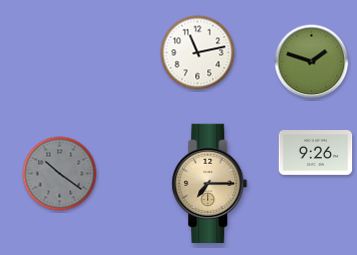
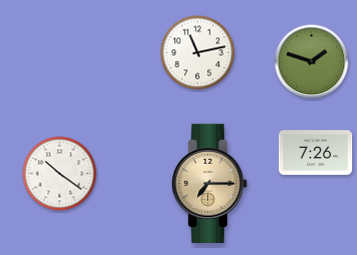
clock at (316, 153): 9:26 -> 7:26
clock at (60, 174) dial: grey -> white
